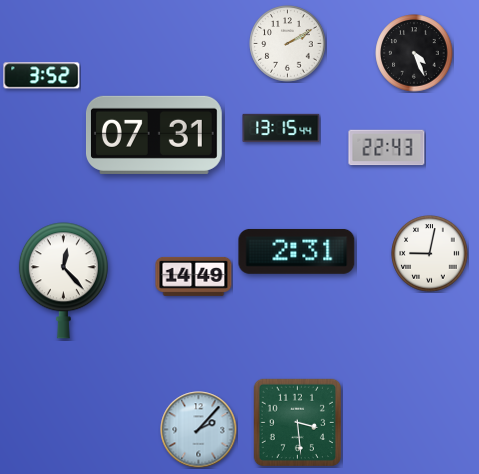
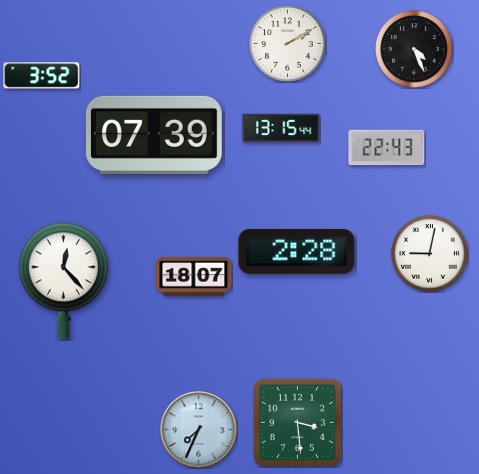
clock at (414, 53) position: (414, 53) -> (414, 49)
clock at (154, 135): 07:31 -> 07:39
clock at (297, 251): 2:31 -> 2:28
clock at (194, 276): 14:49 -> 18:07
clock at (199, 430): 2:07 -> 7:34
